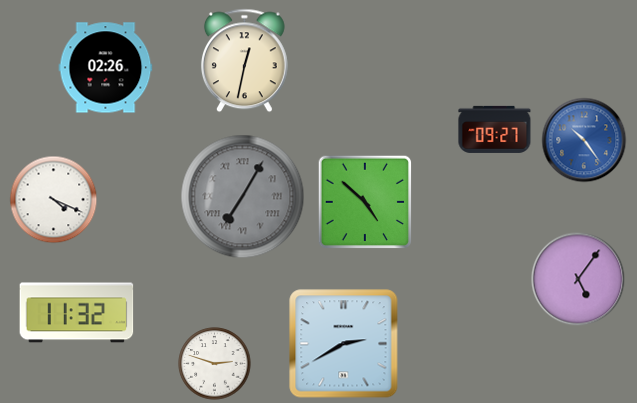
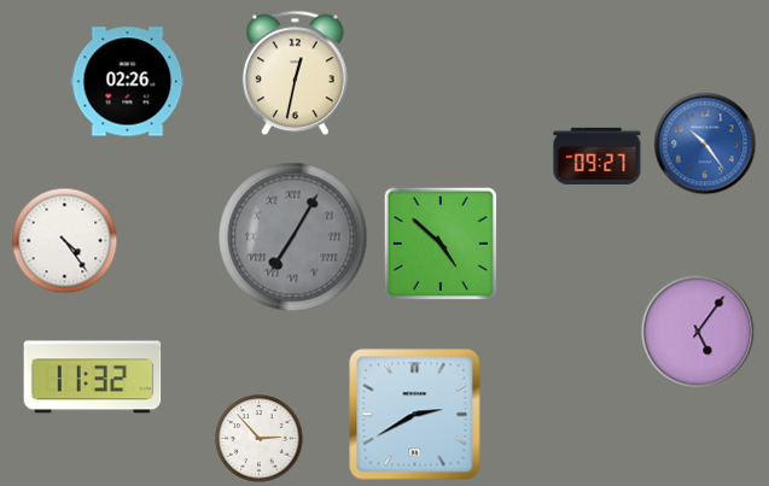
clock at (584, 140) position: (584, 140) -> (705, 144)
clock at (54, 200): 4:19 -> 4:24
clock at (578, 279) position: (578, 279) -> (698, 332)
clock at (215, 364): 2:48 -> 2:53
